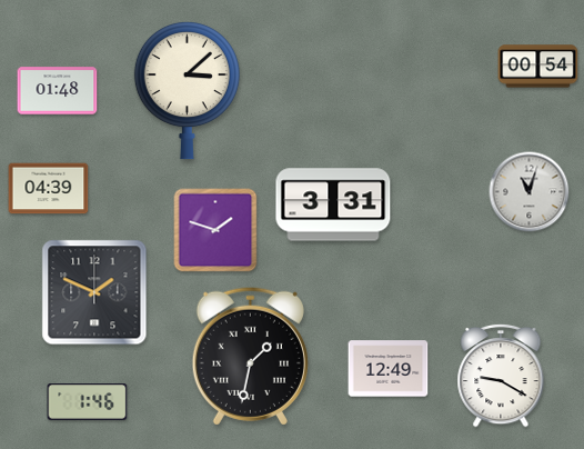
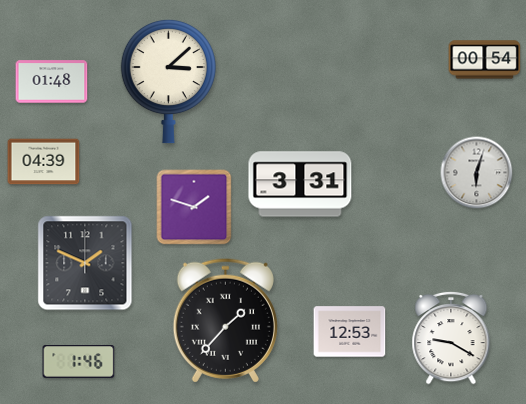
clock at (49, 189) position: (49, 189) -> (44, 162)
clock at (530, 192): 11:03 -> 6:03
clock at (250, 356): 1:32 -> 1:37
clock at (389, 369): 12:49 -> 12:53
